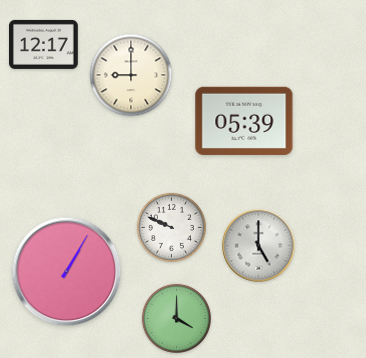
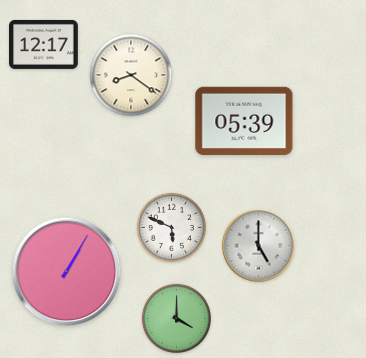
clock at (131, 75): 9:00 -> 8:21
clock at (171, 227): 9:49 -> 5:49
